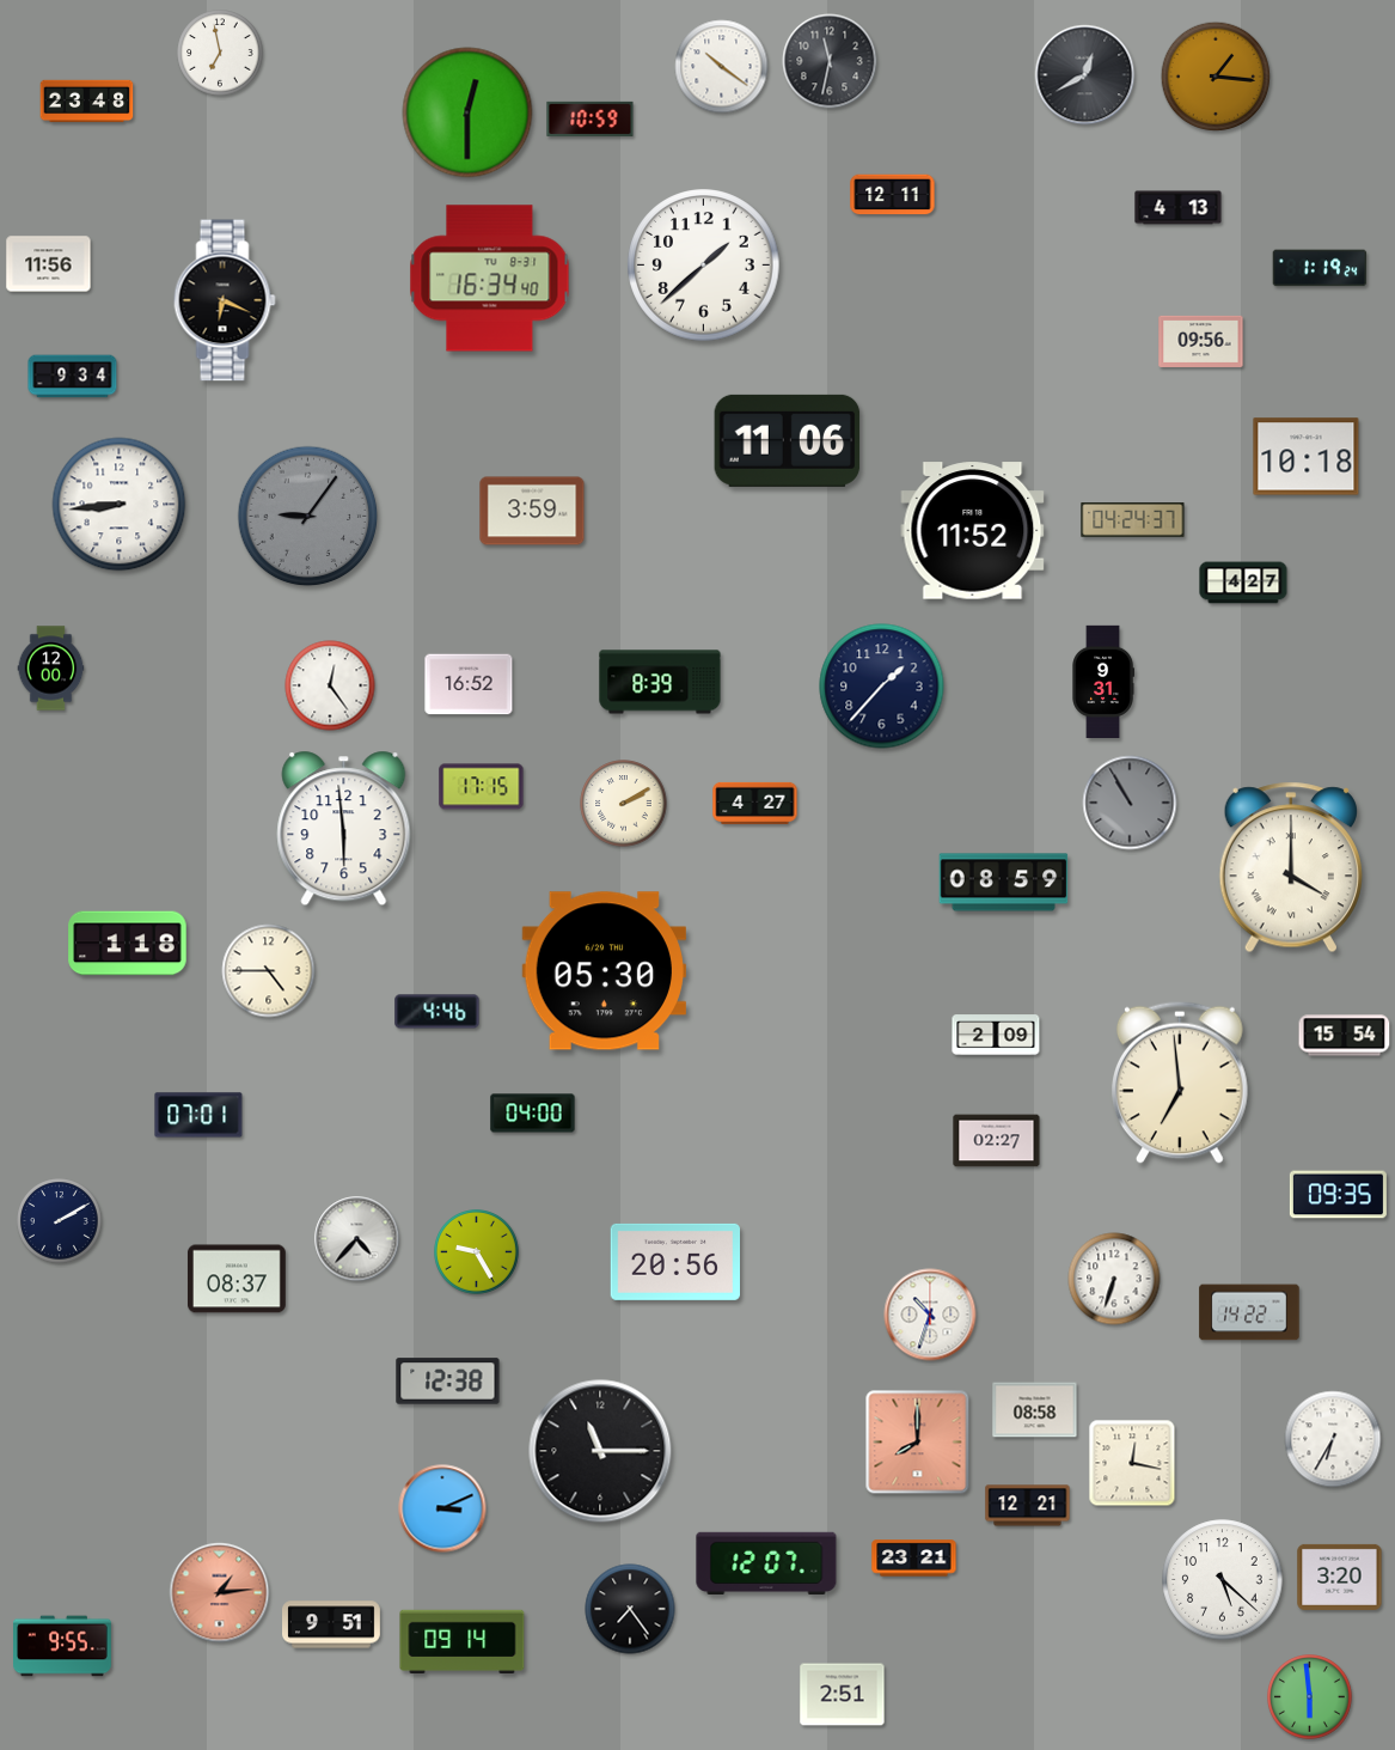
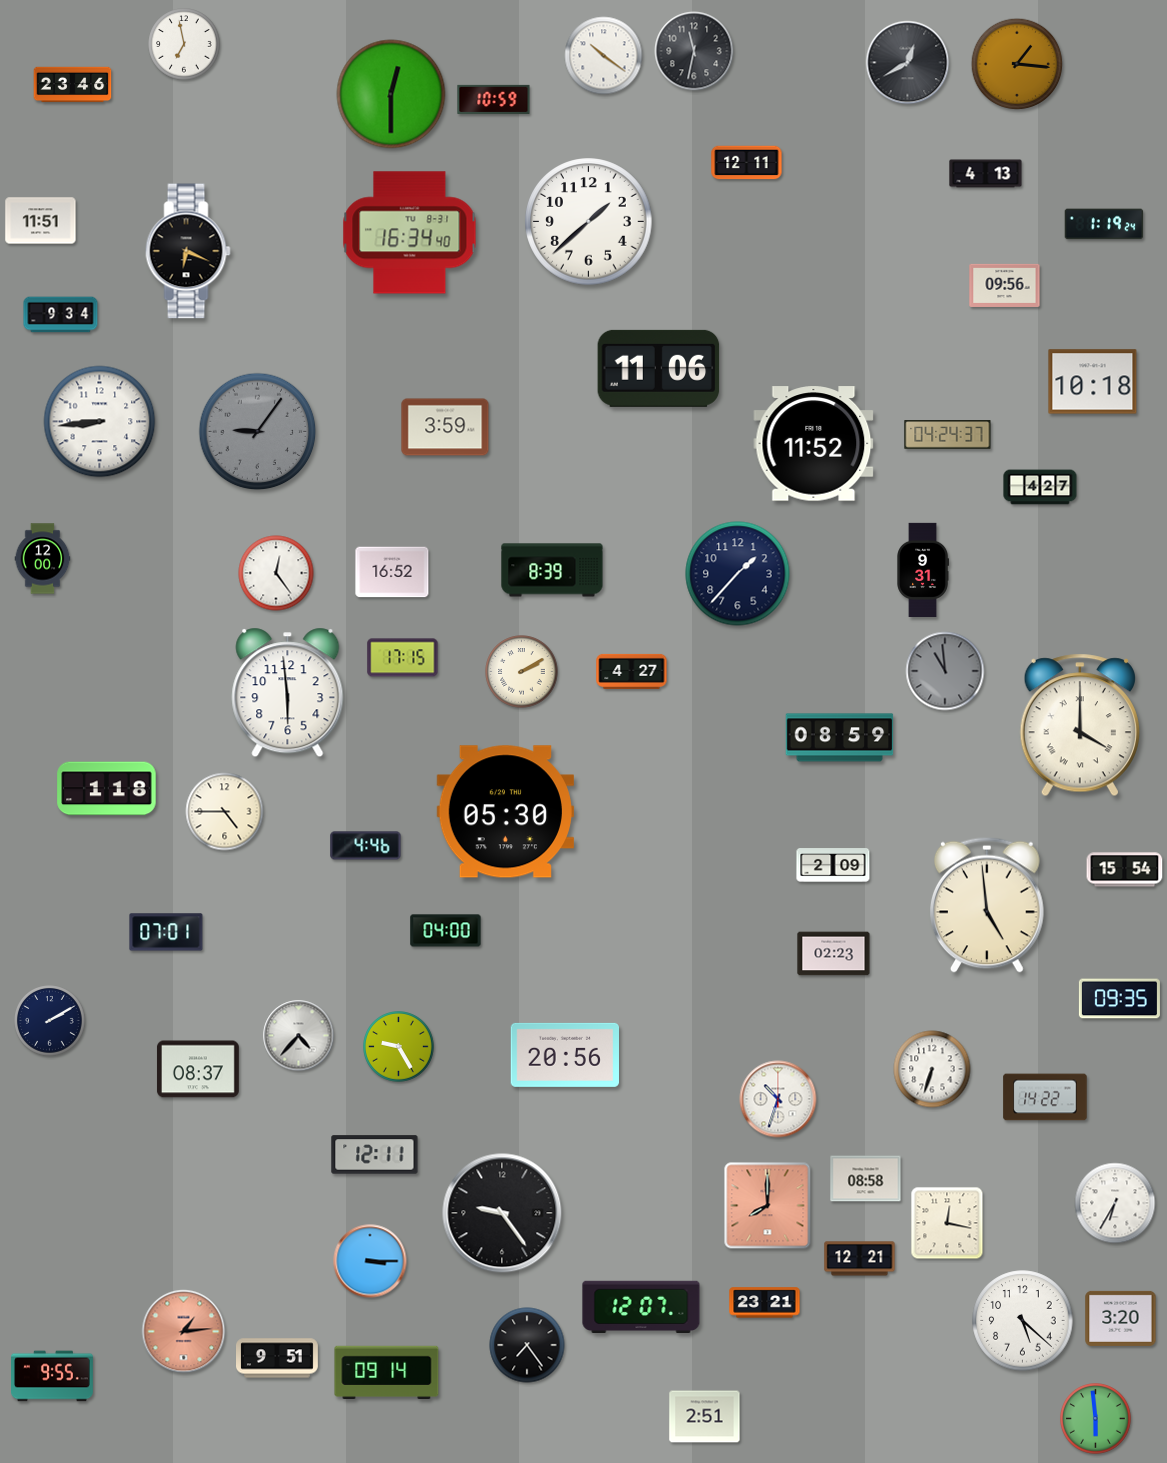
clock at (87, 102): 23:48 -> 23:46
clock at (49, 264): 11:56 -> 11:51
clock at (1130, 803): 10:55 -> 10:59
clock at (1345, 1036) position: (1345, 1036) -> (1125, 870)
clock at (1181, 1083): 6:59 -> 4:59
clock at (997, 1141): 02:27 -> 02:23
clock at (448, 1382): 12:38 -> 12:11
clock at (600, 1451): 11:15 -> 9:24
clock at (442, 1508): 3:11 -> 3:15
